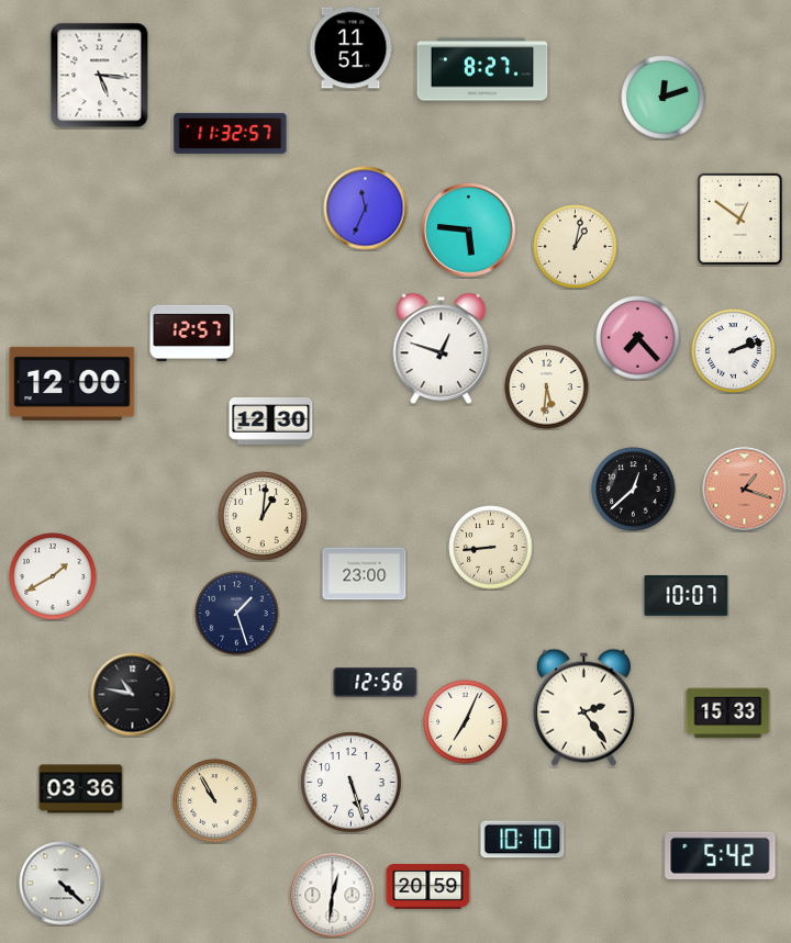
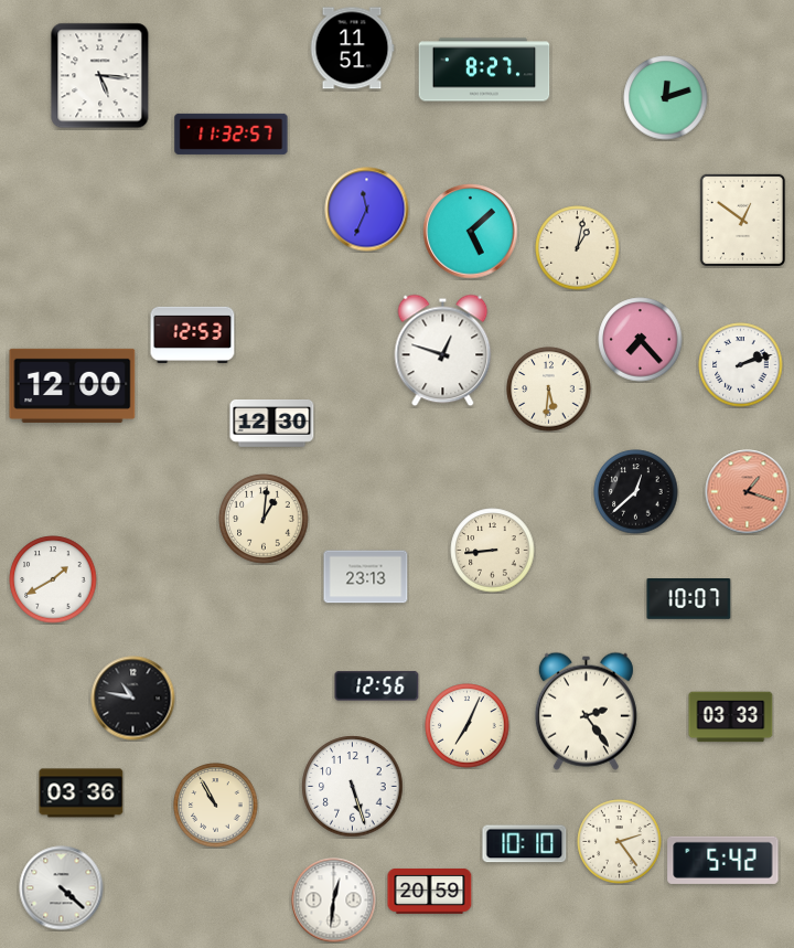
clock at (469, 231): 5:46 -> 5:08
clock at (192, 333): 12:57 -> 12:53
clock at (734, 351) position: (734, 351) -> (741, 365)
clock at (365, 574): 23:00 -> 23:13
clock at (237, 614): 1:27 -> none
clock at (728, 714): 15:33 -> 03:33
clock at (620, 842): none -> 2:24
